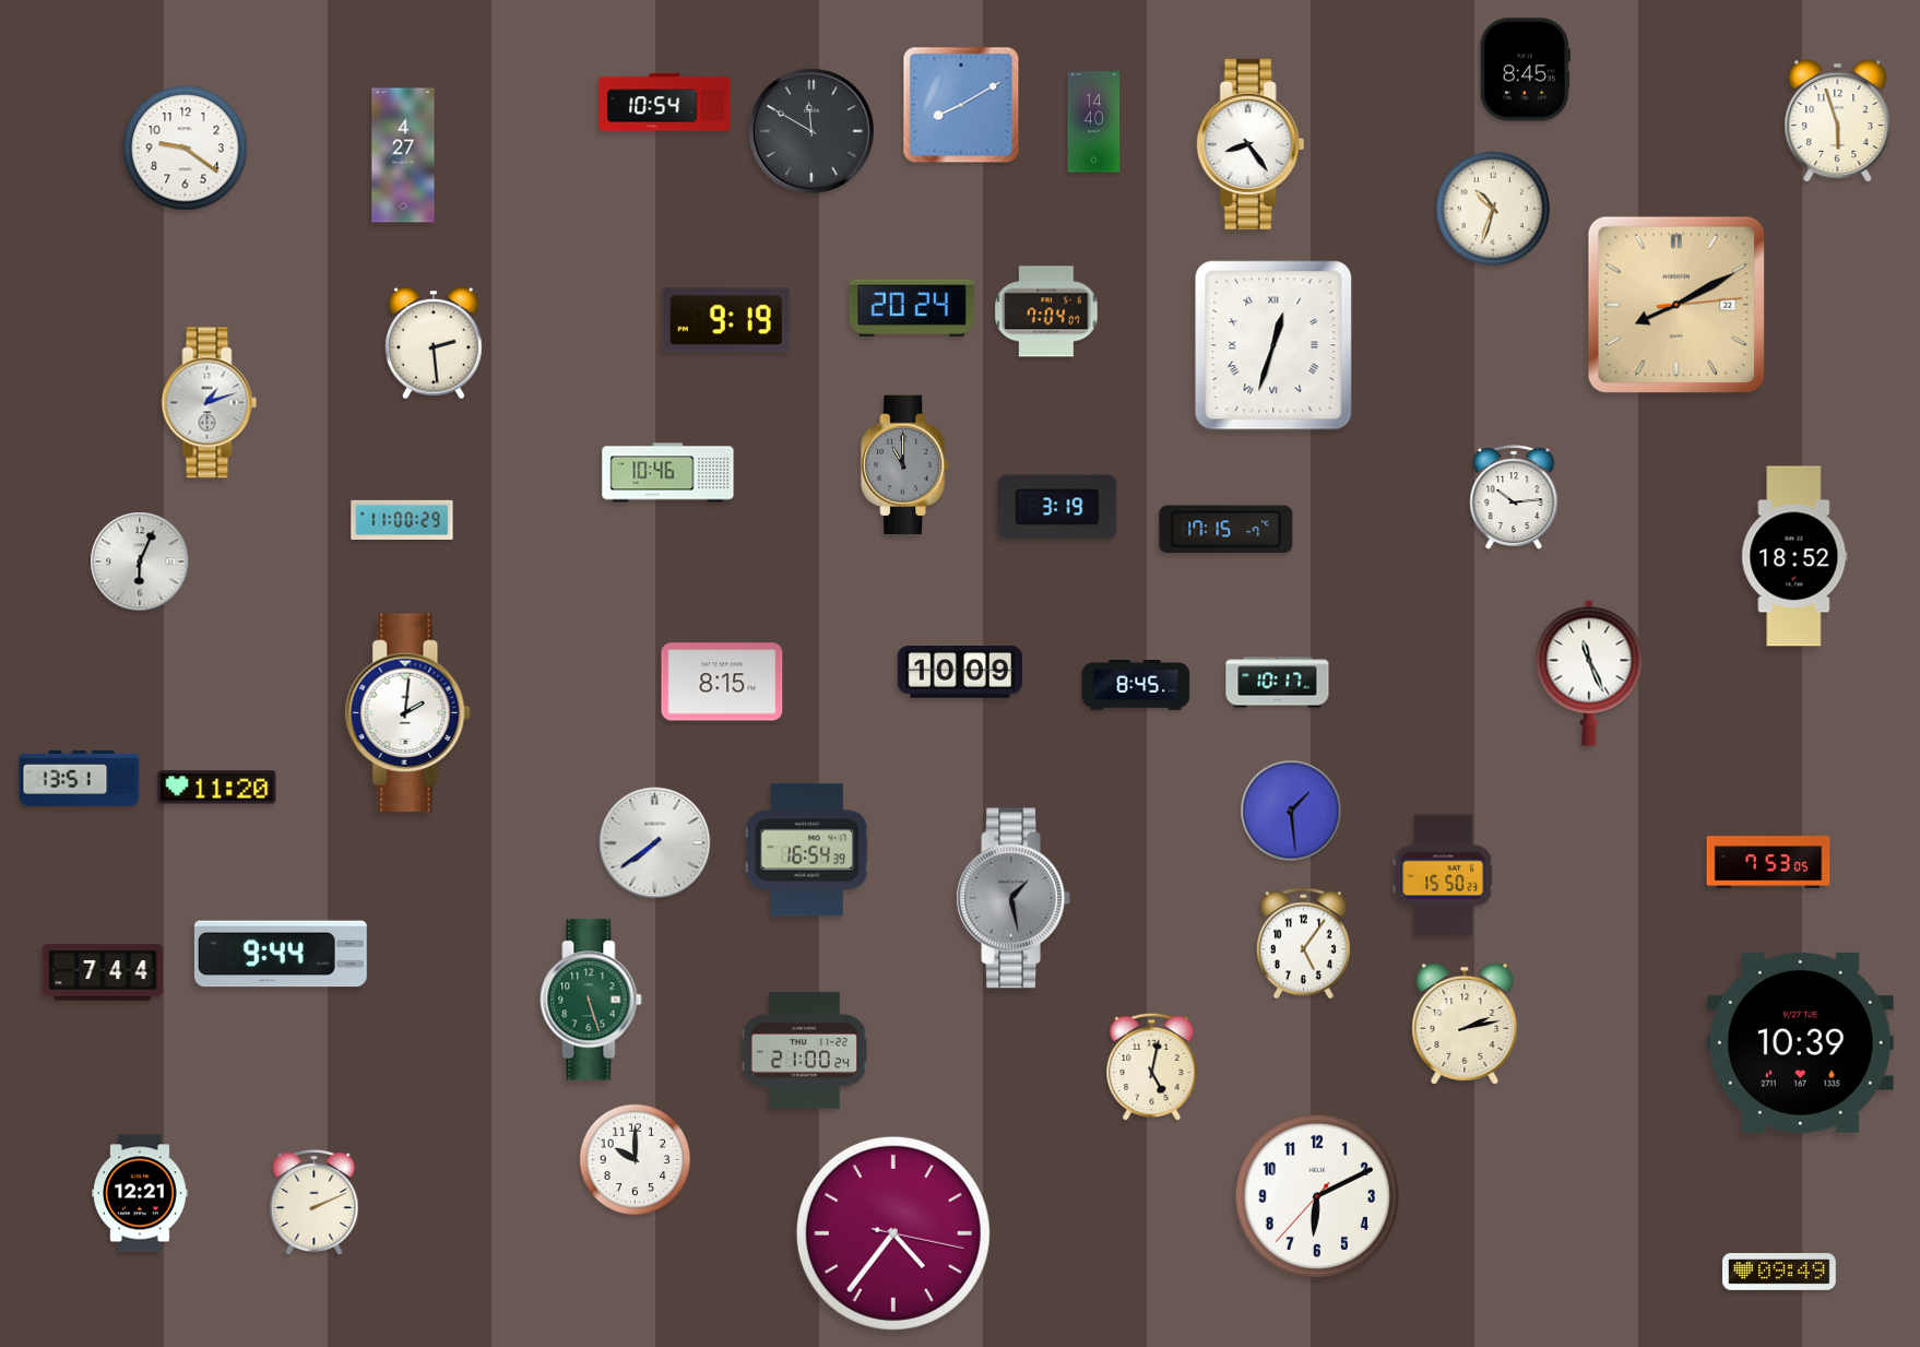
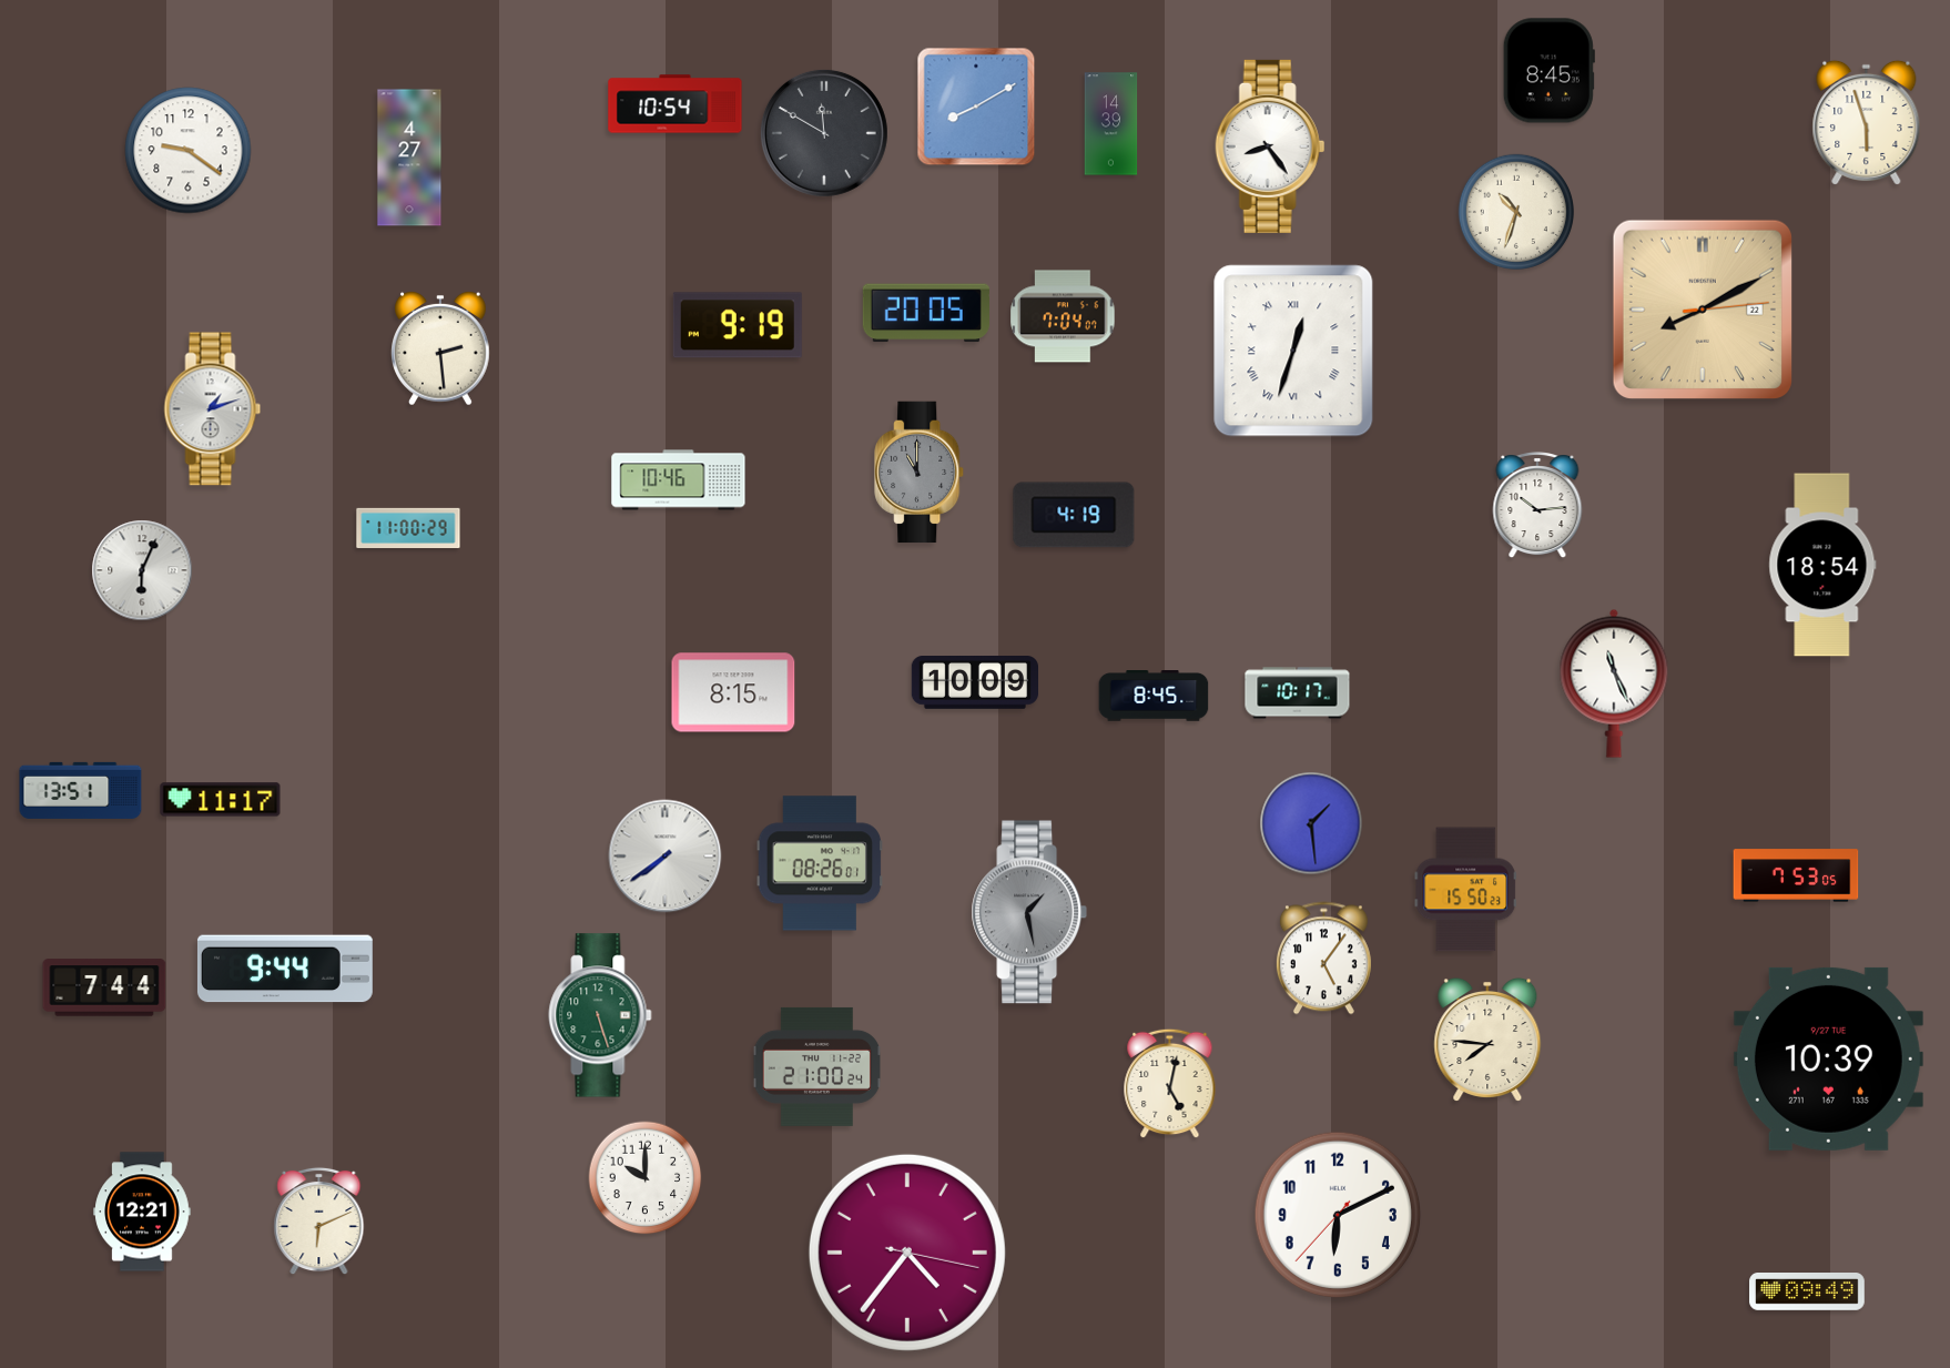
clock at (1094, 122): 14:40 -> 14:39
clock at (912, 308): 20:24 -> 20:05
clock at (1057, 507): 3:19 -> 4:19
clock at (1226, 530): 17:15 -> none
clock at (1794, 556): 18:52 -> 18:54
clock at (408, 712): 2:01 -> none
clock at (217, 788): 11:20 -> 11:17
clock at (807, 850): 16:54 -> 08:26
clock at (1465, 1024): 2:13 -> 7:46
clock at (315, 1203): 2:11 -> 6:11
